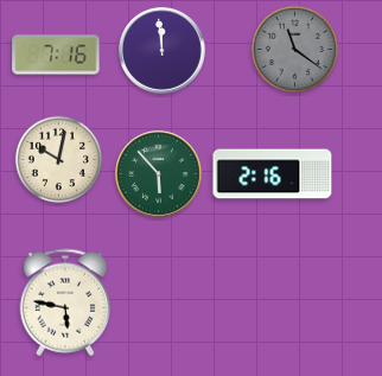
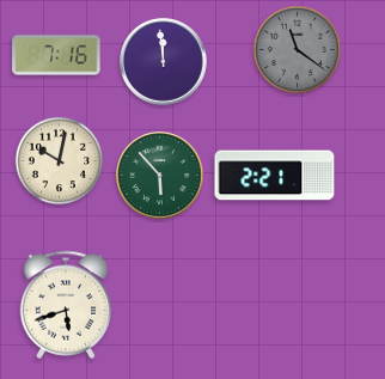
clock at (163, 51) position: (163, 51) -> (164, 62)
clock at (273, 174): 2:16 -> 2:21
clock at (65, 302): 5:47 -> 5:42
